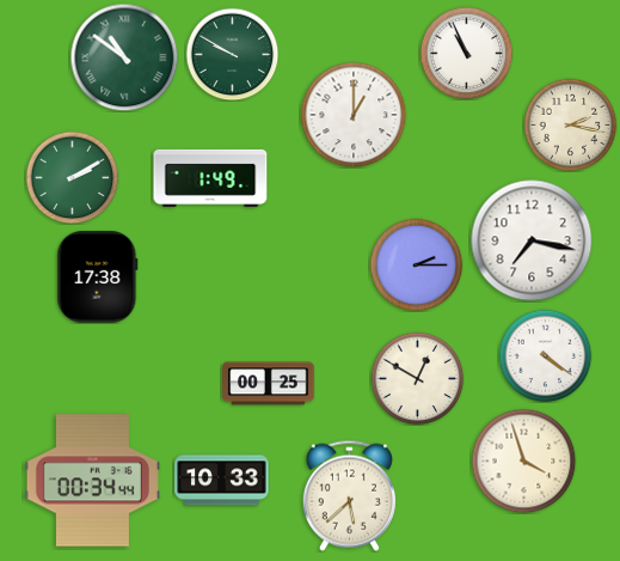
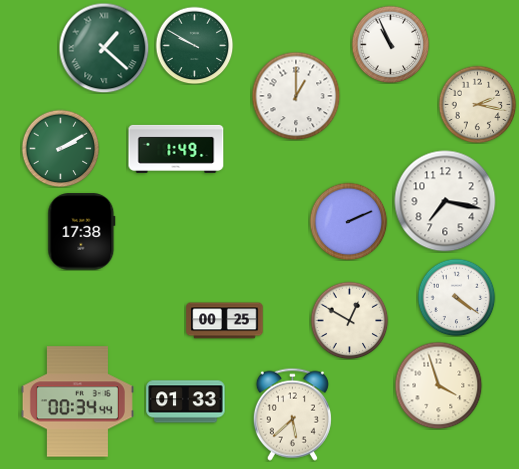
clock at (124, 57): 10:51 -> 1:22
clock at (416, 264): 2:15 -> 2:11
clock at (417, 378) position: (417, 378) -> (349, 320)
clock at (222, 481): 10:33 -> 01:33
